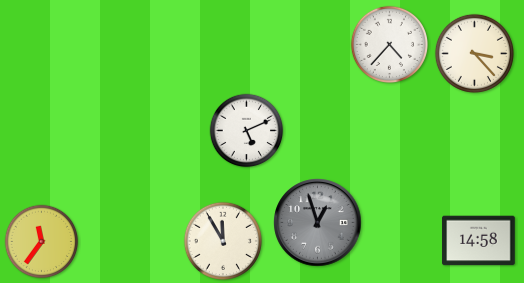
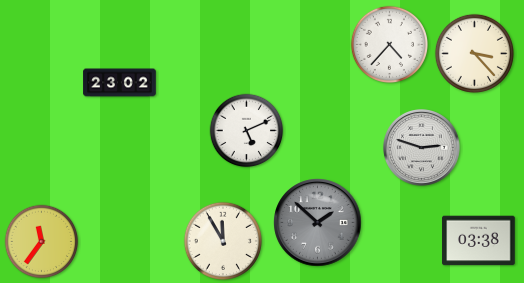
clock at (120, 83): none -> 23:02
clock at (422, 148): none -> 2:48
clock at (318, 223): 12:57 -> 1:52
clock at (479, 241): 14:58 -> 03:38
